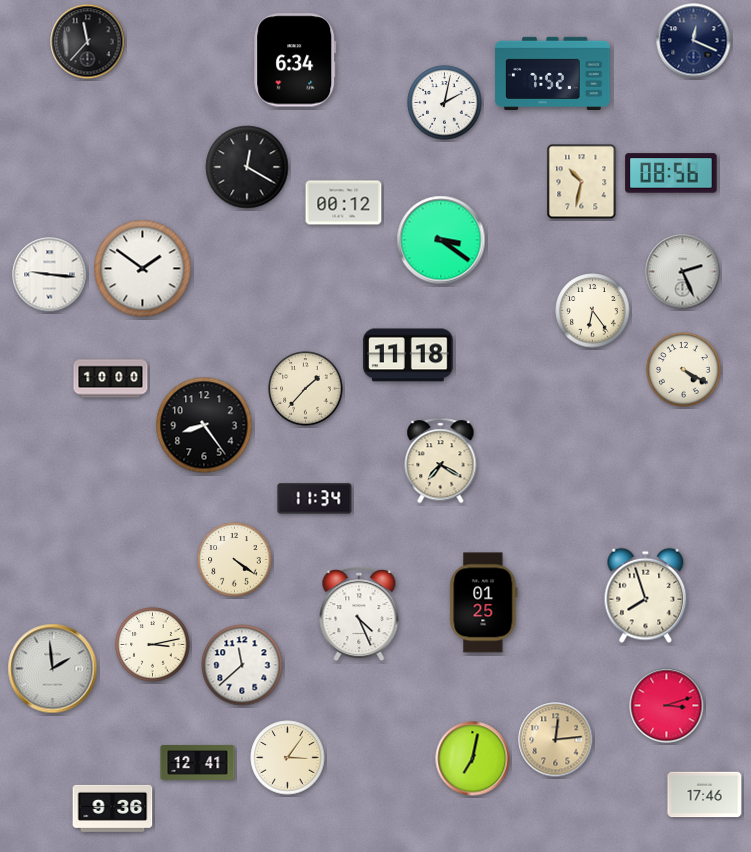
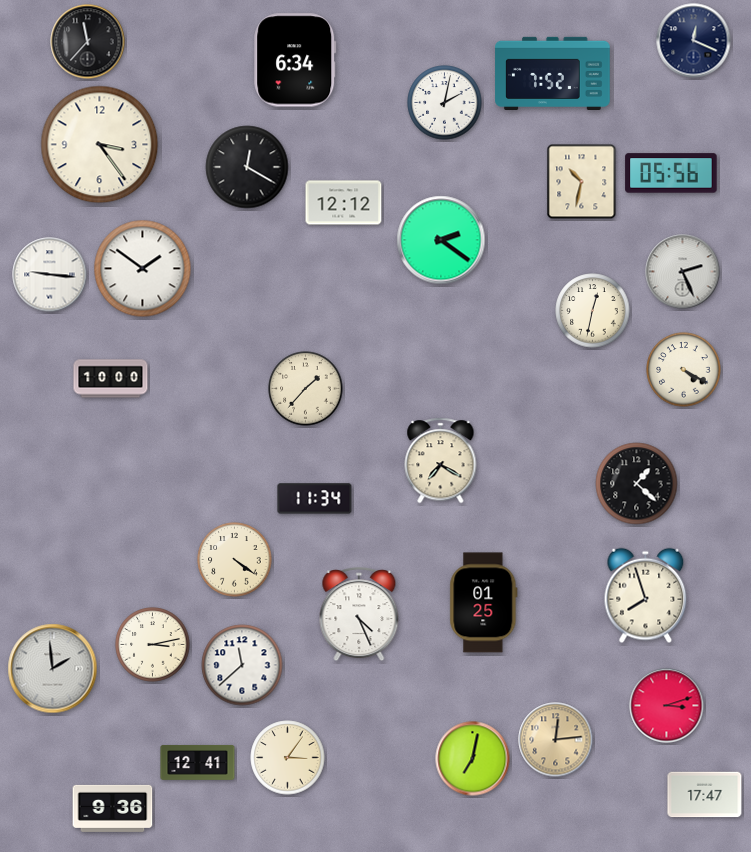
clock at (100, 145): none -> 3:24
clock at (671, 173): 08:56 -> 05:56
clock at (344, 203): 00:12 -> 12:12
clock at (441, 240): 3:21 -> 2:21
clock at (593, 311): 6:24 -> 12:32
clock at (408, 355): 11:18 -> none
clock at (204, 425): 8:24 -> none
clock at (637, 484): none -> 1:22
clock at (705, 795): 17:46 -> 17:47
